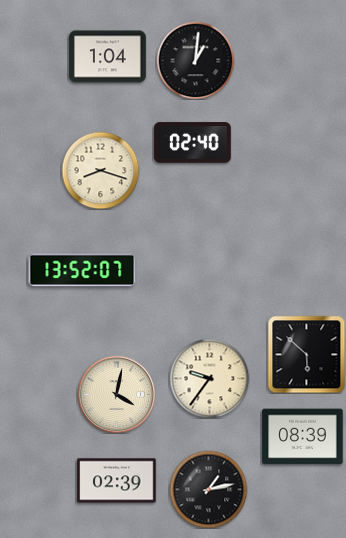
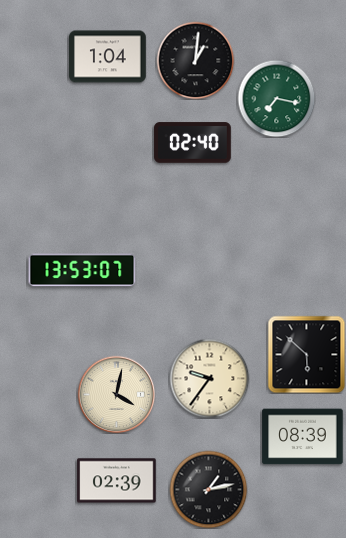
clock at (276, 98): none -> 7:17
clock at (100, 170): 8:18 -> none
clock at (82, 270): 13:52 -> 13:53
